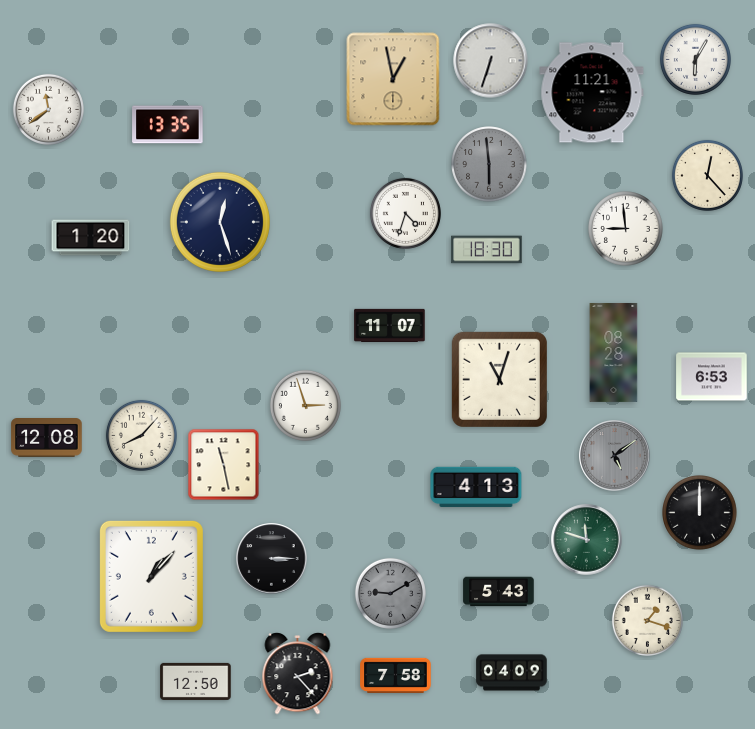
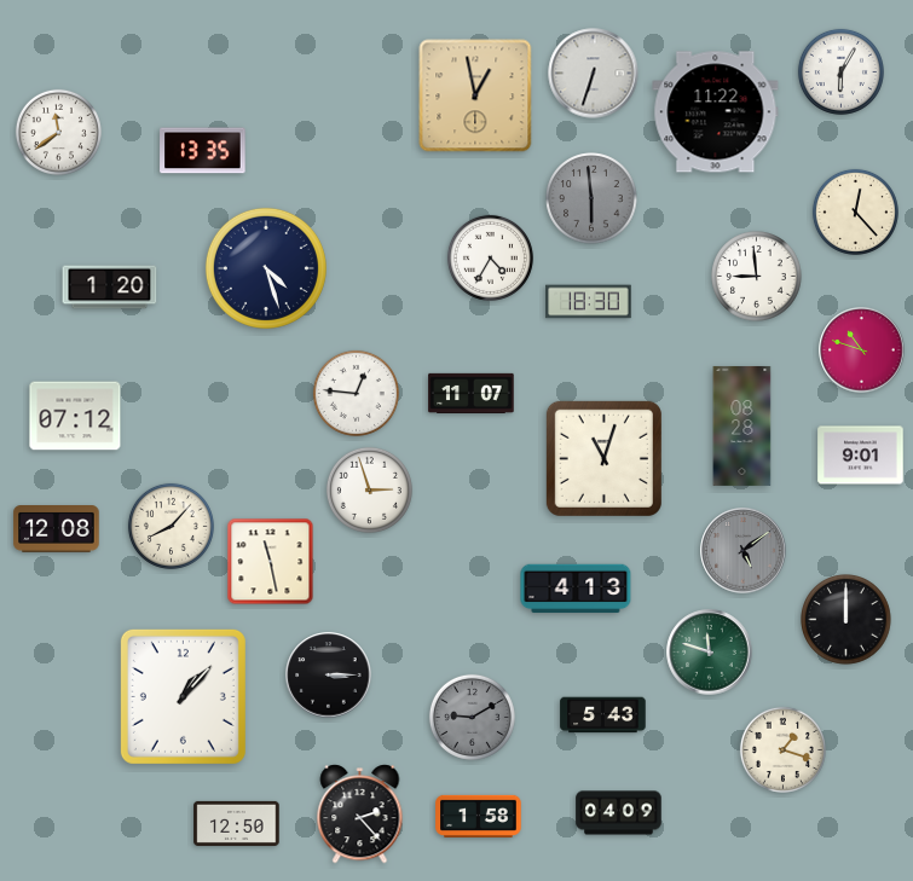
clock at (592, 93): 11:21 -> 11:22
clock at (405, 213): 4:33 -> 4:35
clock at (220, 222): 12:27 -> 4:27
clock at (862, 350): none -> 10:48
clock at (356, 393): none -> 12:46
clock at (75, 416): none -> 07:12
clock at (712, 377): 6:53 -> 9:01
clock at (396, 675): 7:58 -> 1:58
